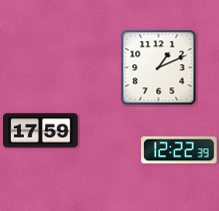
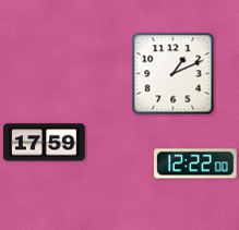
clock at (179, 150): 12:22:39 -> 12:22:00
